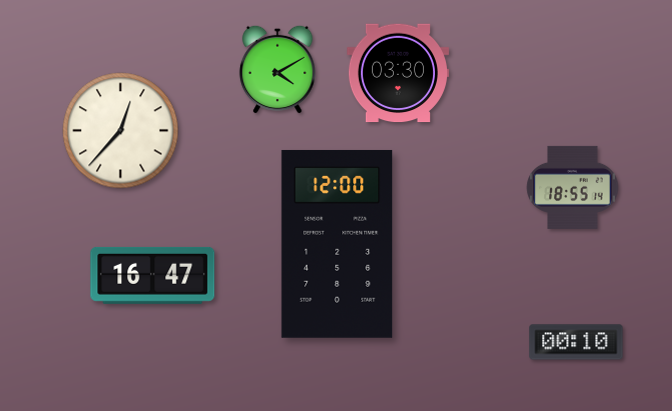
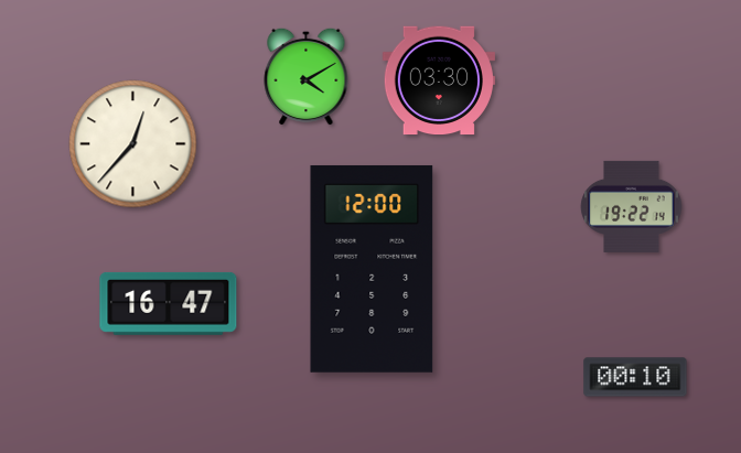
clock at (573, 187): 18:55 -> 19:22
